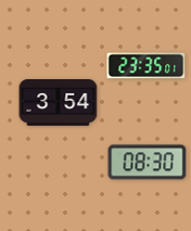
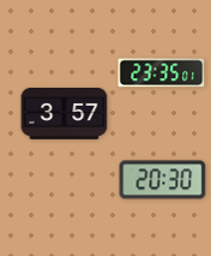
clock at (59, 103): 3:54 -> 3:57
clock at (148, 163): 08:30 -> 20:30
